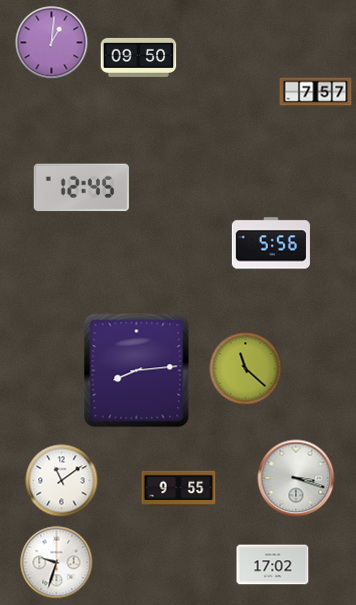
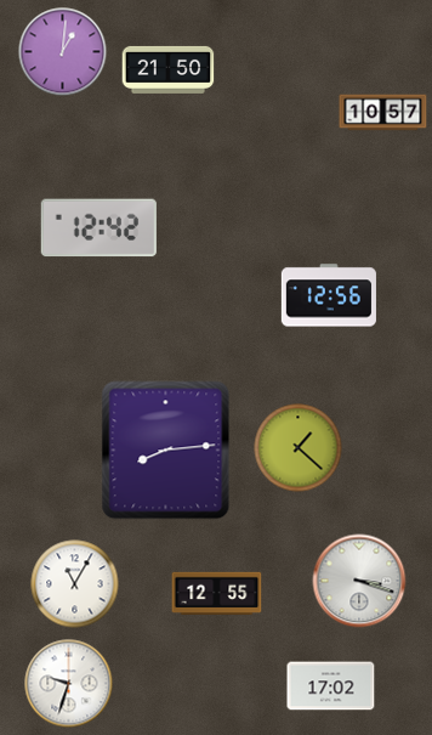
clock at (139, 57): 09:50 -> 21:50
clock at (316, 93): 7:57 -> 10:57
clock at (81, 188): 12:45 -> 12:42
clock at (271, 243): 5:56 -> 12:56
clock at (246, 369): 11:22 -> 1:22
clock at (62, 481): 11:09 -> 11:05
clock at (179, 489): 9:55 -> 12:55
